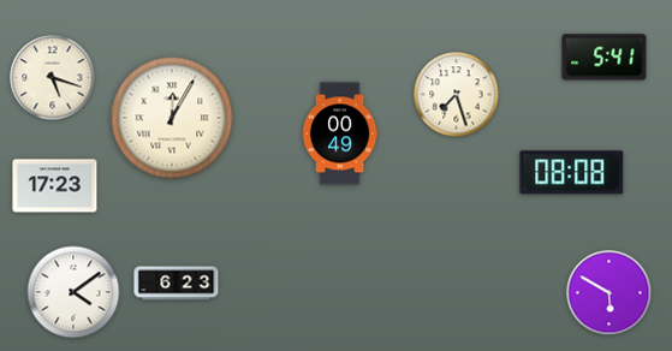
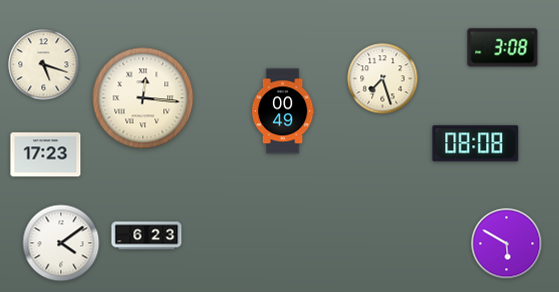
clock at (605, 58): 5:41 -> 3:08
clock at (457, 95) position: (457, 95) -> (383, 79)
clock at (172, 118): 12:05 -> 12:16
